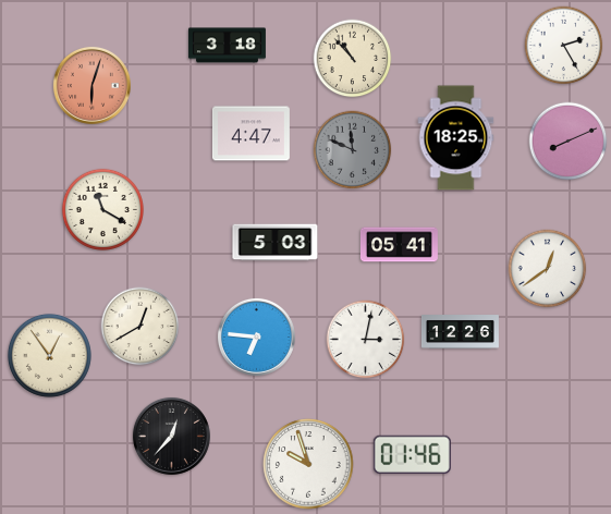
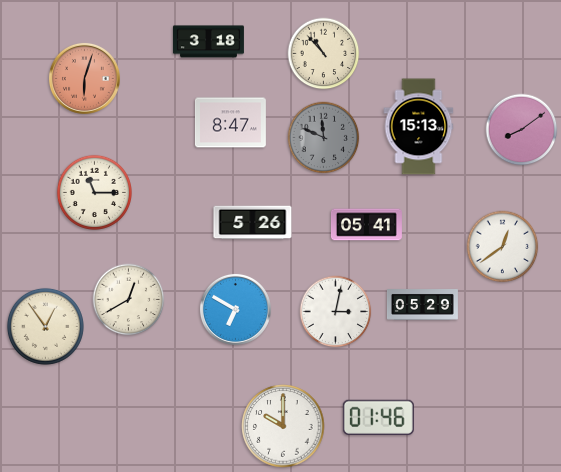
clock at (564, 46): 2:25 -> none
clock at (250, 134): 4:47 -> 8:47
clock at (456, 138): 18:25 -> 15:13
clock at (569, 142): 8:11 -> 8:09
clock at (102, 209): 11:20 -> 11:15
clock at (276, 243): 5:03 -> 5:26
clock at (460, 332): 12:26 -> 05:29
clock at (256, 336): 6:46 -> 6:50
clock at (171, 436): 12:37 -> none
clock at (308, 464): 9:57 -> 10:00
